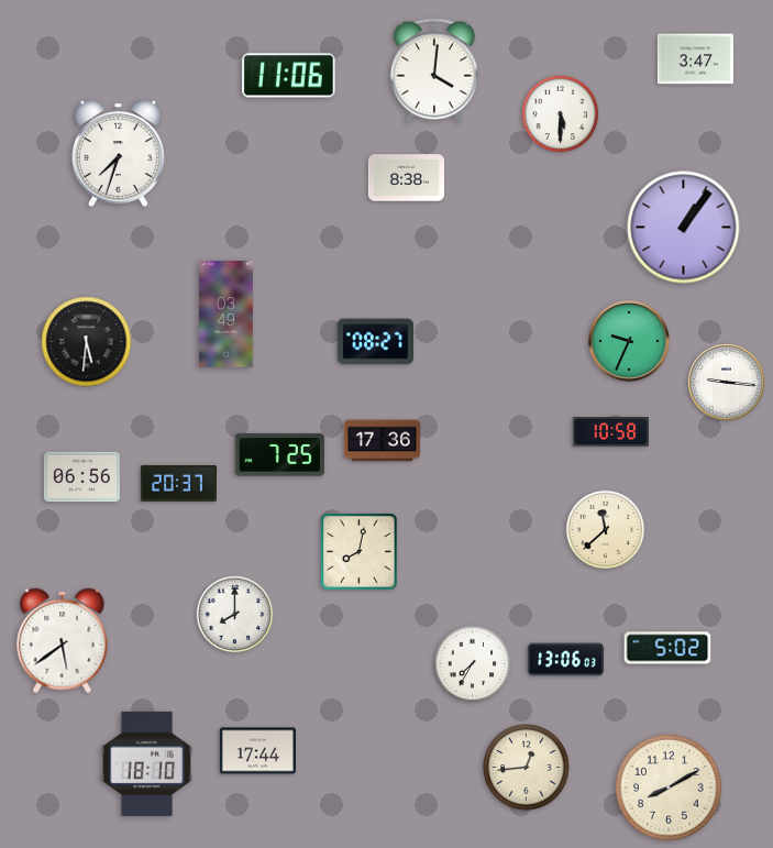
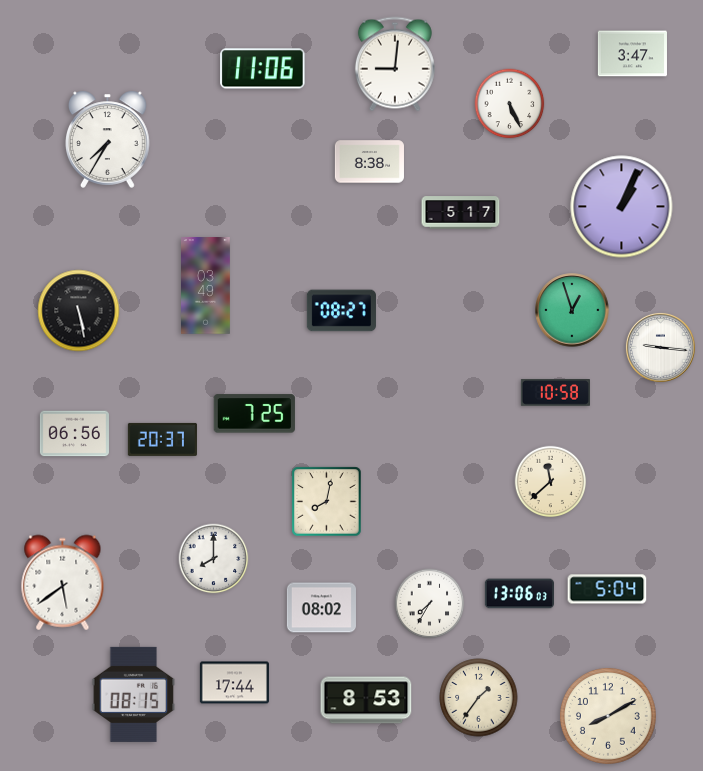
clock at (434, 70): 4:01 -> 9:01
clock at (561, 114): 5:30 -> 5:26
clock at (119, 153): 7:33 -> 7:35
clock at (684, 228): 1:06 -> 1:04
clock at (461, 213): none -> 5:17
clock at (629, 341): 9:34 -> 12:57
clock at (87, 342): 5:31 -> 5:28
clock at (382, 441): 17:36 -> none
clock at (63, 641) position: (63, 641) -> (63, 583)
clock at (667, 648): 5:02 -> 5:04
clock at (565, 660) position: (565, 660) -> (519, 594)
clock at (321, 608): none -> 08:02
clock at (147, 763): 18:10 -> 08:15
clock at (527, 768): 12:44 -> 1:36
clock at (366, 700): none -> 8:53
